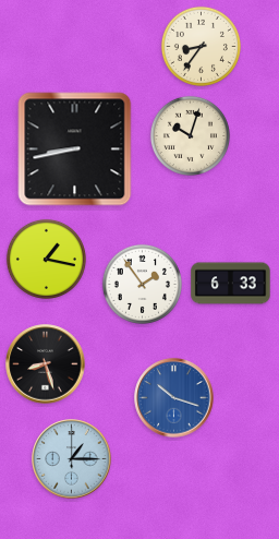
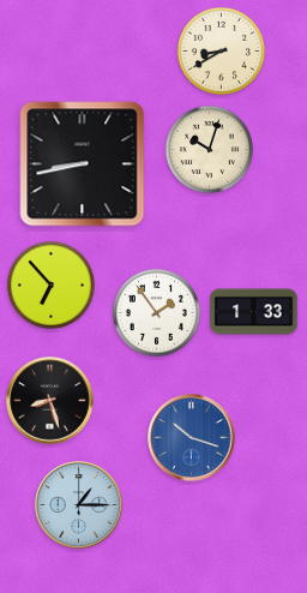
clock at (201, 46): 8:36 -> 8:40
clock at (46, 259): 1:17 -> 6:53
clock at (231, 284): 6:33 -> 1:33
